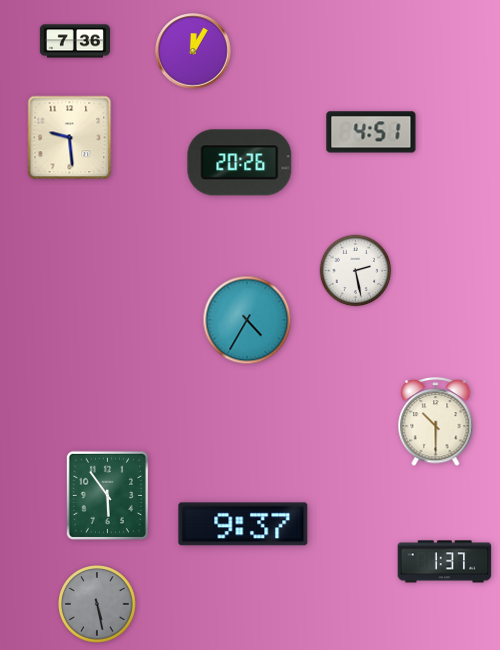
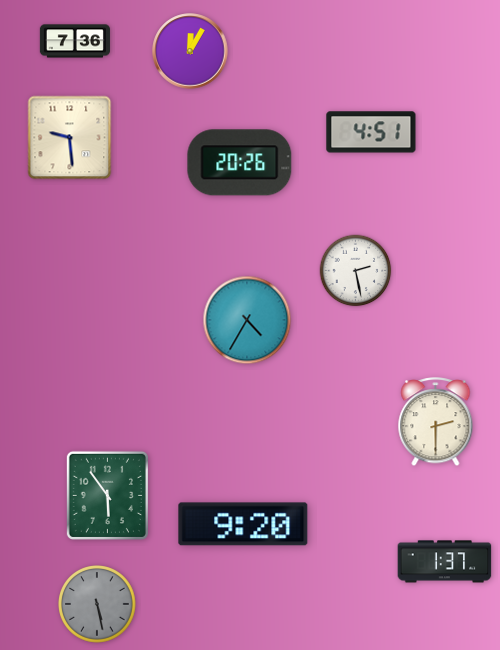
clock at (193, 51) position: (193, 51) -> (190, 51)
clock at (436, 422): 10:30 -> 2:30
clock at (243, 524): 9:37 -> 9:20
